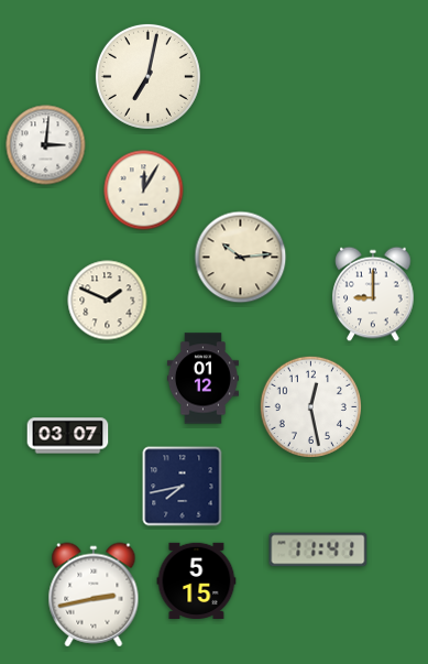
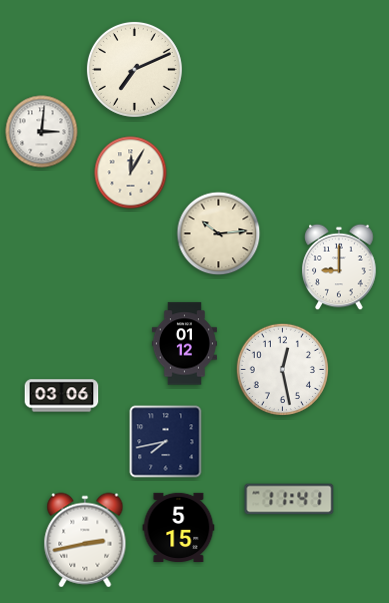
clock at (147, 76): 7:02 -> 7:11
clock at (108, 301): 1:49 -> none
clock at (68, 436): 03:07 -> 03:06
